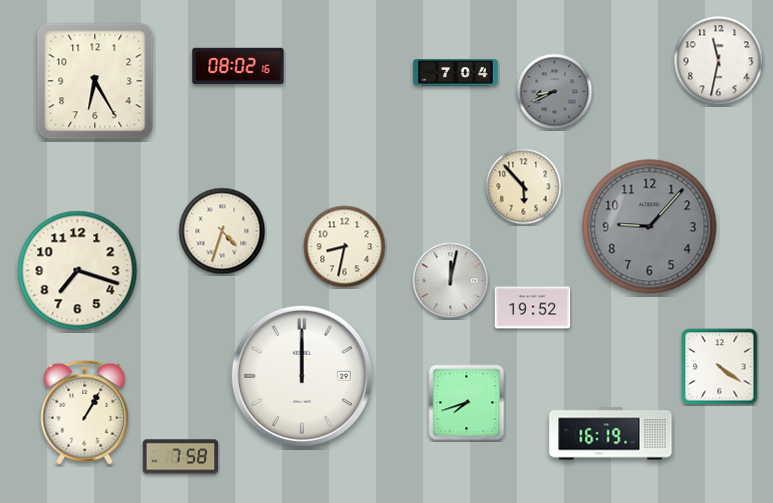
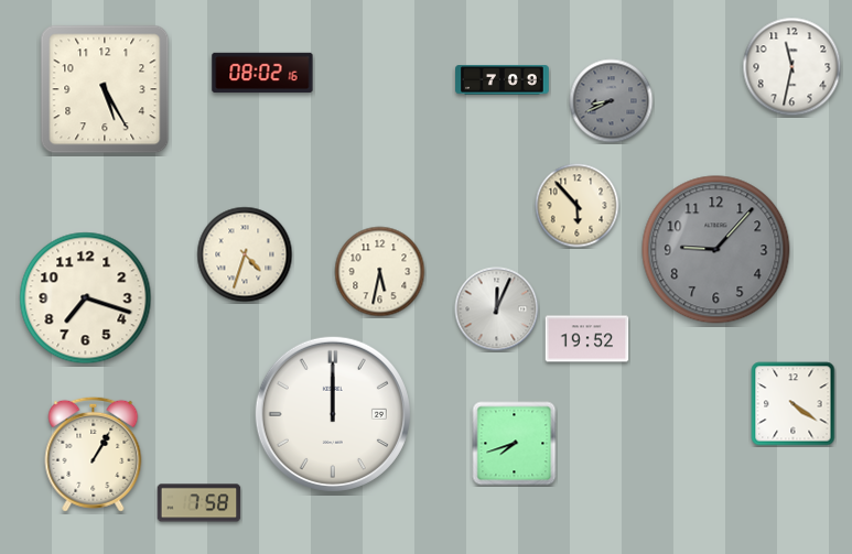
clock at (456, 73): 7:04 -> 7:09
clock at (95, 81): 6:25 -> 5:25
clock at (345, 247): 8:32 -> 5:32
clock at (451, 281): 12:02 -> 12:04
clock at (611, 434): 16:19 -> none
